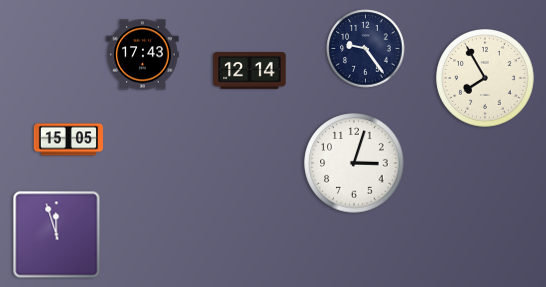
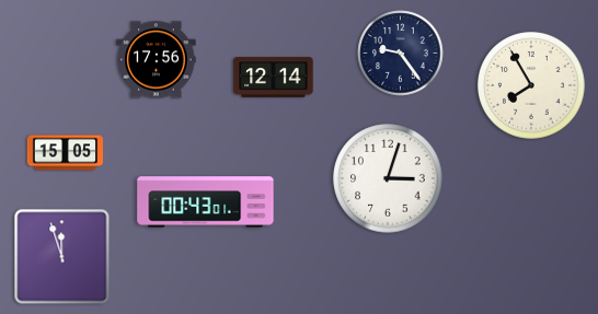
clock at (143, 55): 17:43 -> 17:56
clock at (68, 140) position: (68, 140) -> (65, 153)
clock at (206, 202): none -> 00:43
